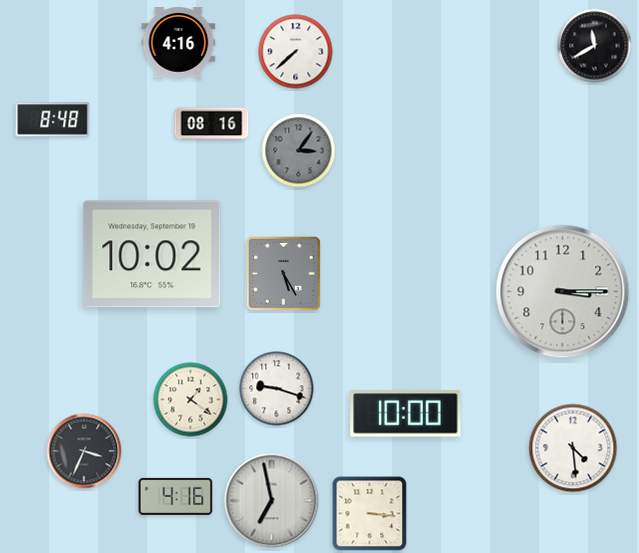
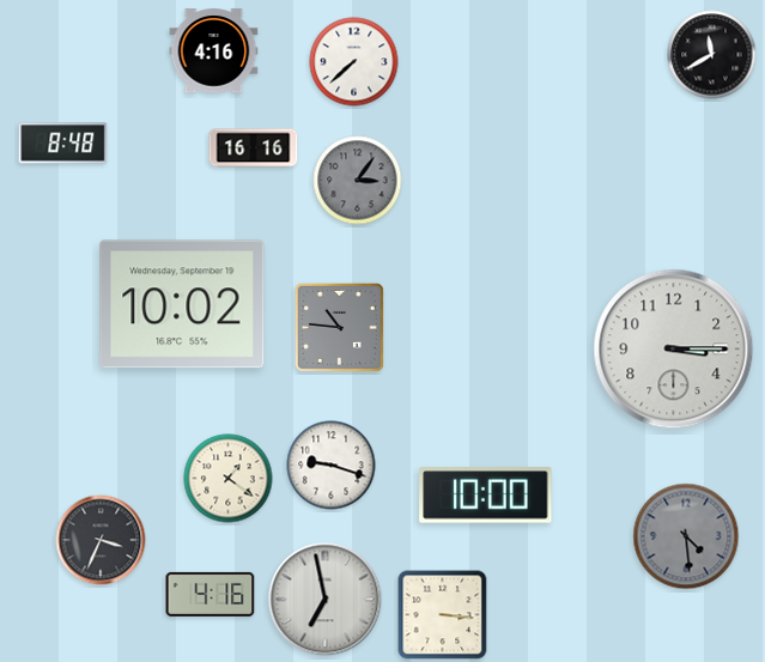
clock at (212, 124): 08:16 -> 16:16
clock at (283, 273): 5:25 -> 10:46
clock at (573, 448) dial: white -> grey
